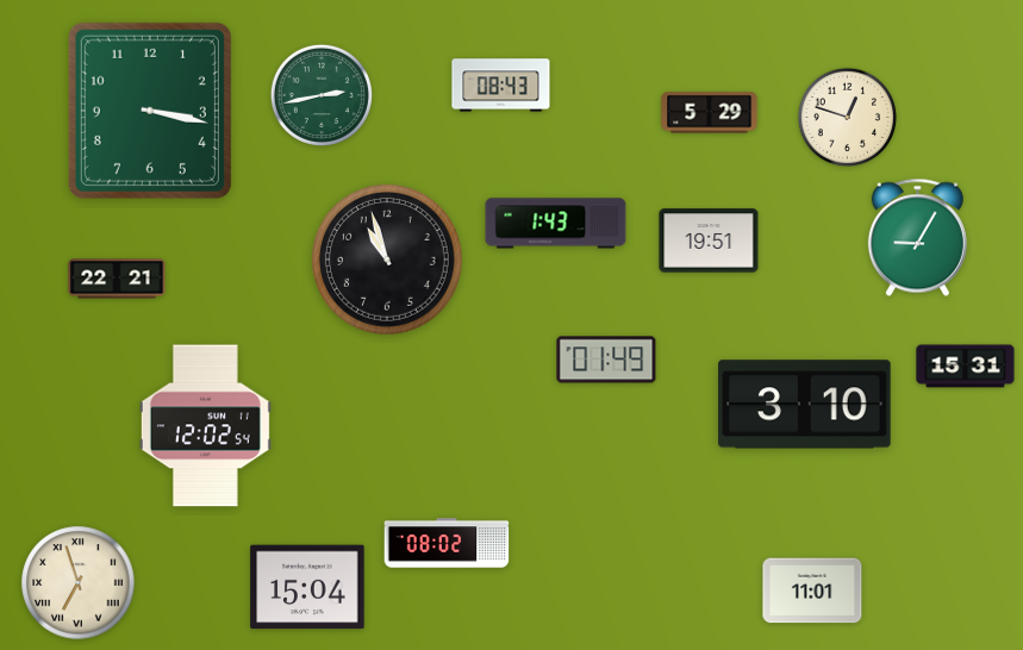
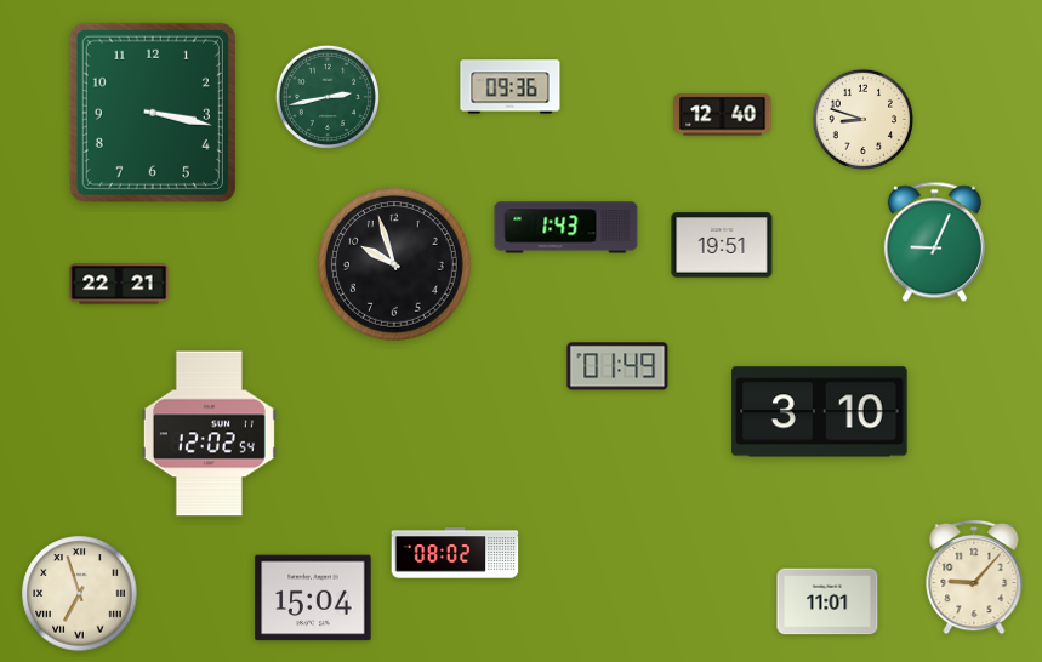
clock at (501, 86): 08:43 -> 09:36
clock at (710, 113): 5:29 -> 12:40
clock at (848, 118): 12:48 -> 8:48
clock at (917, 238): 9:05 -> 9:04
clock at (388, 261): 10:57 -> 9:57
clock at (966, 367): 15:31 -> none
clock at (974, 577): none -> 9:07
